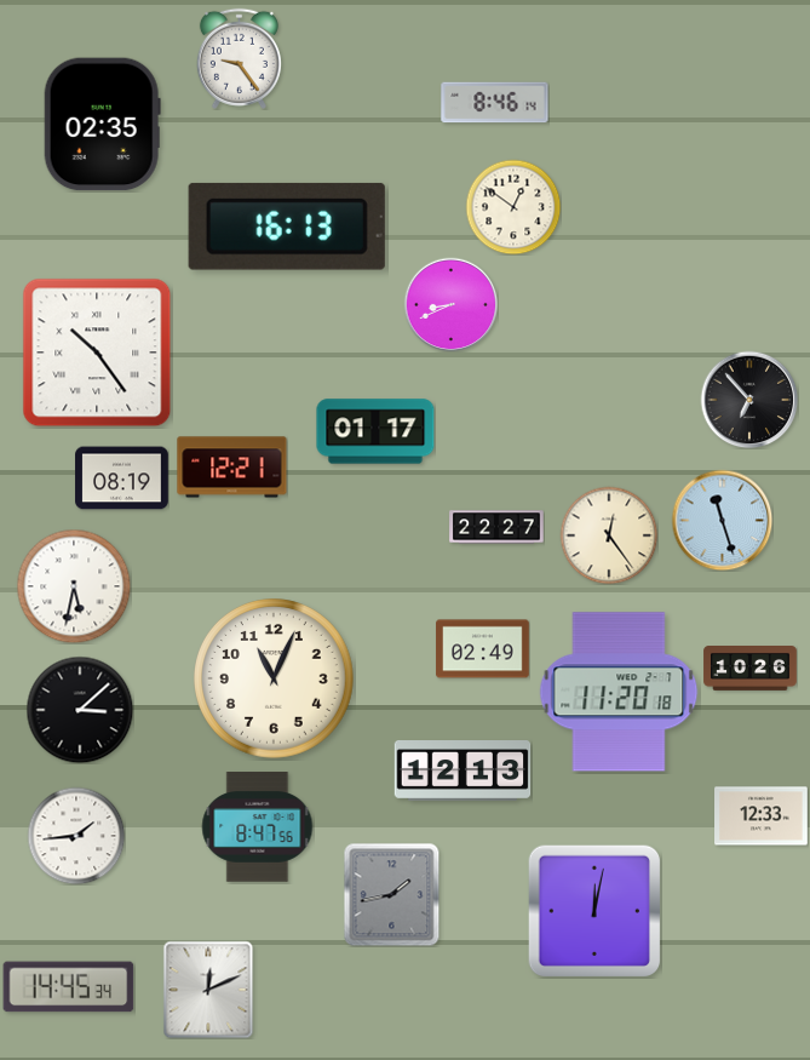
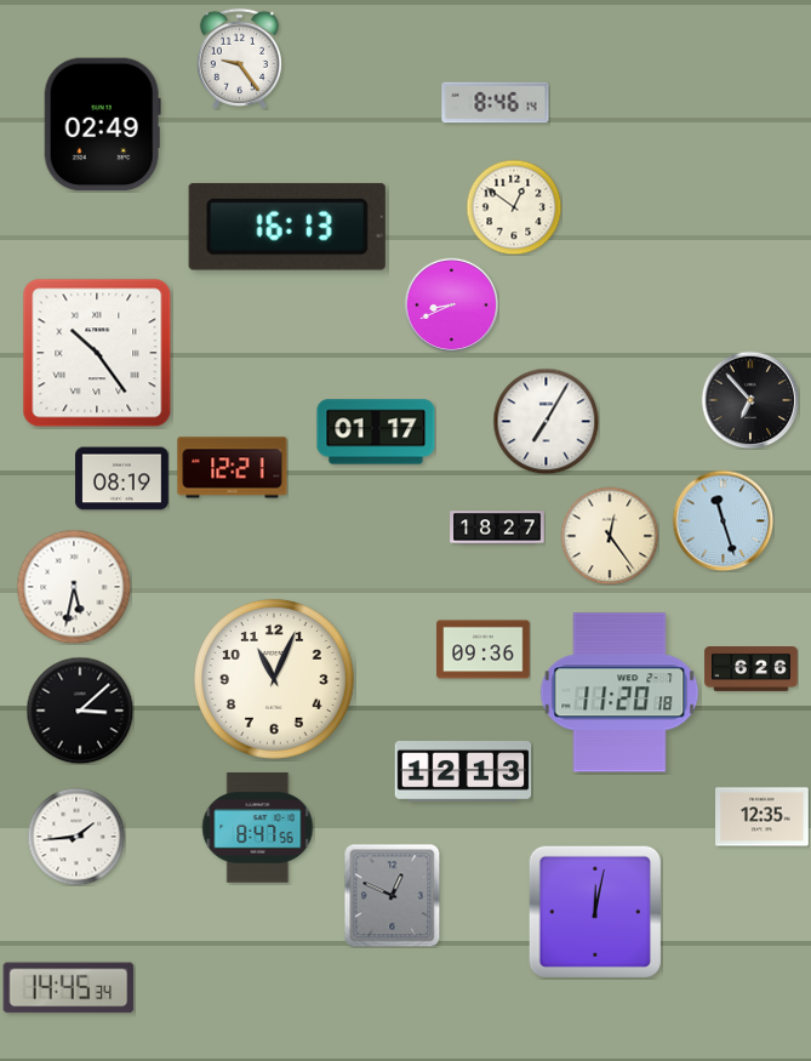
clock at (102, 125): 02:35 -> 02:49
clock at (546, 421): none -> 7:05
clock at (496, 527): 22:27 -> 18:27
clock at (483, 649): 02:49 -> 09:36
clock at (751, 669): 10:26 -> 6:26
clock at (762, 817): 12:33 -> 12:35
clock at (392, 894): 1:43 -> 12:49
clock at (208, 990): 12:11 -> none
